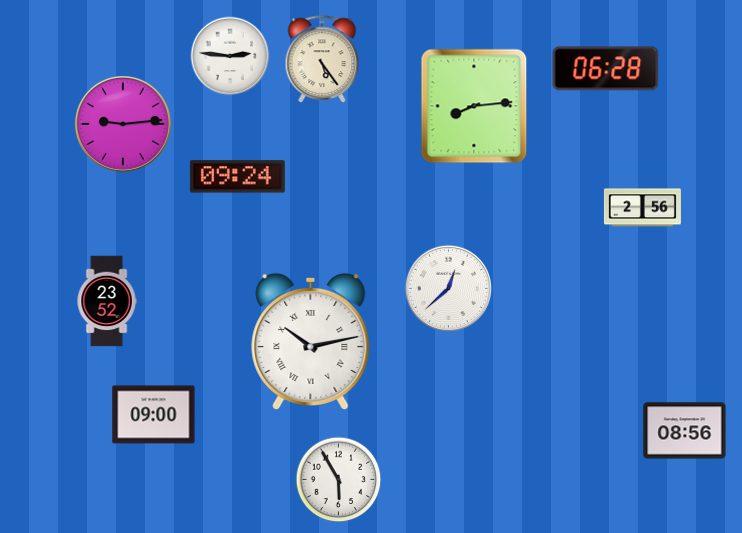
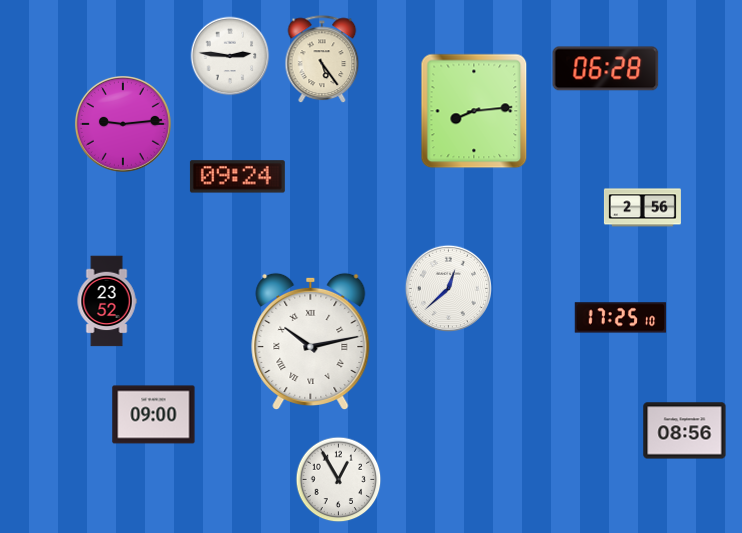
clock at (474, 106) position: (474, 106) -> (474, 111)
clock at (621, 318): none -> 17:25
clock at (339, 480): 5:55 -> 12:55
